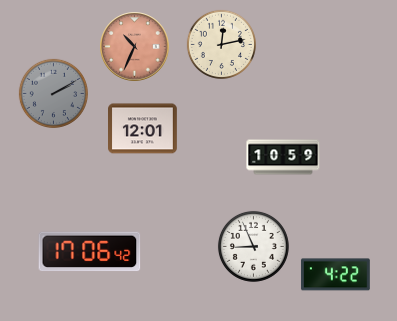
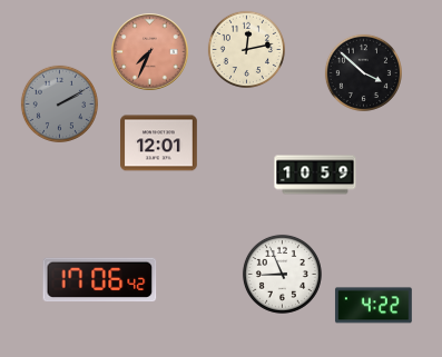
clock at (135, 47): 10:34 -> 7:34
clock at (363, 72): none -> 3:52
